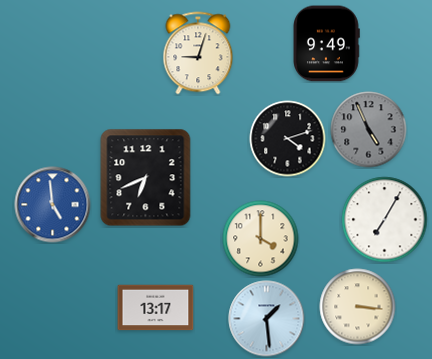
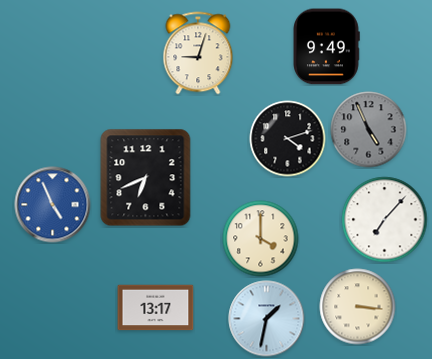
clock at (326, 44) position: (326, 44) -> (326, 47)
clock at (53, 205): 4:59 -> 4:56
clock at (385, 220): 7:05 -> 7:07
clock at (267, 319): 1:29 -> 1:32
